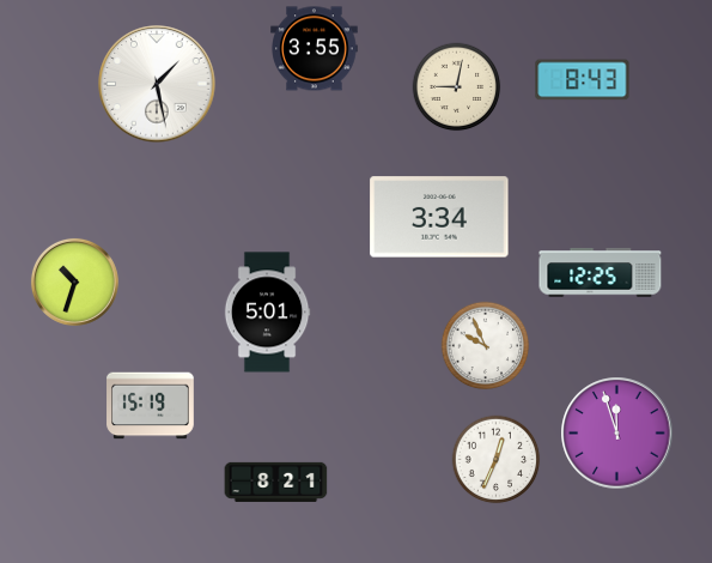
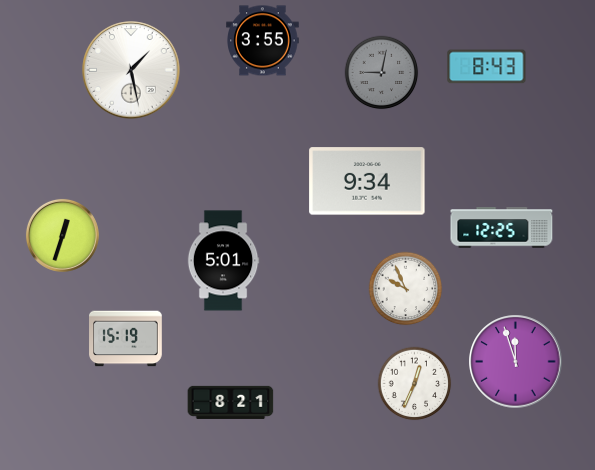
clock at (457, 87) dial: cream -> grey
clock at (439, 217): 3:34 -> 9:34
clock at (74, 281): 10:33 -> 12:33
